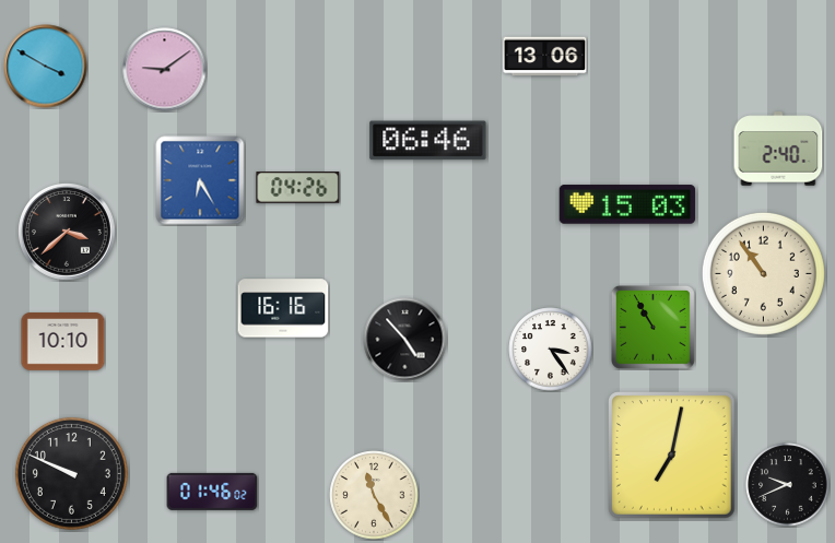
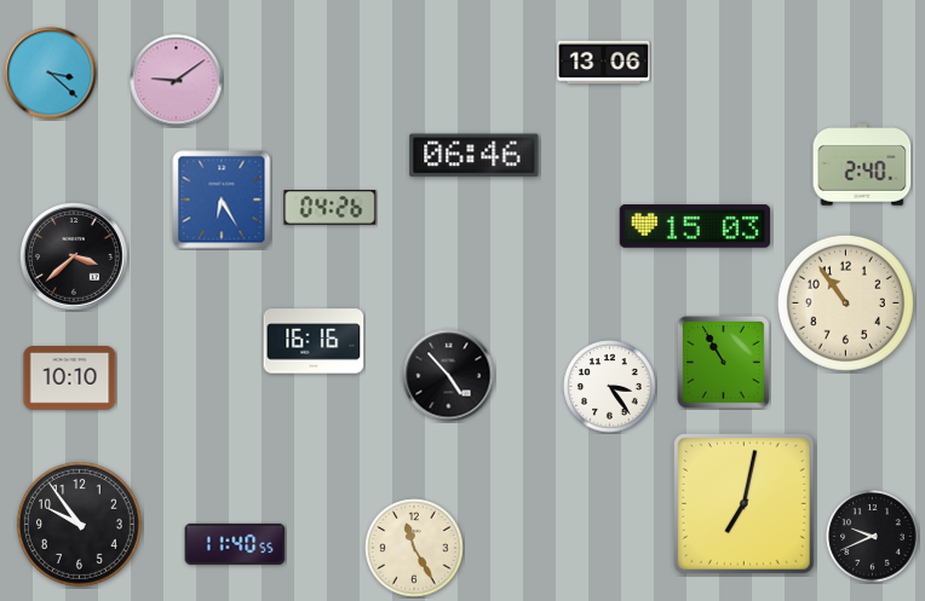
clock at (46, 67): 3:50 -> 3:22
clock at (165, 70) position: (165, 70) -> (177, 81)
clock at (71, 473): 9:49 -> 9:54
clock at (212, 492): 01:46 -> 11:40
